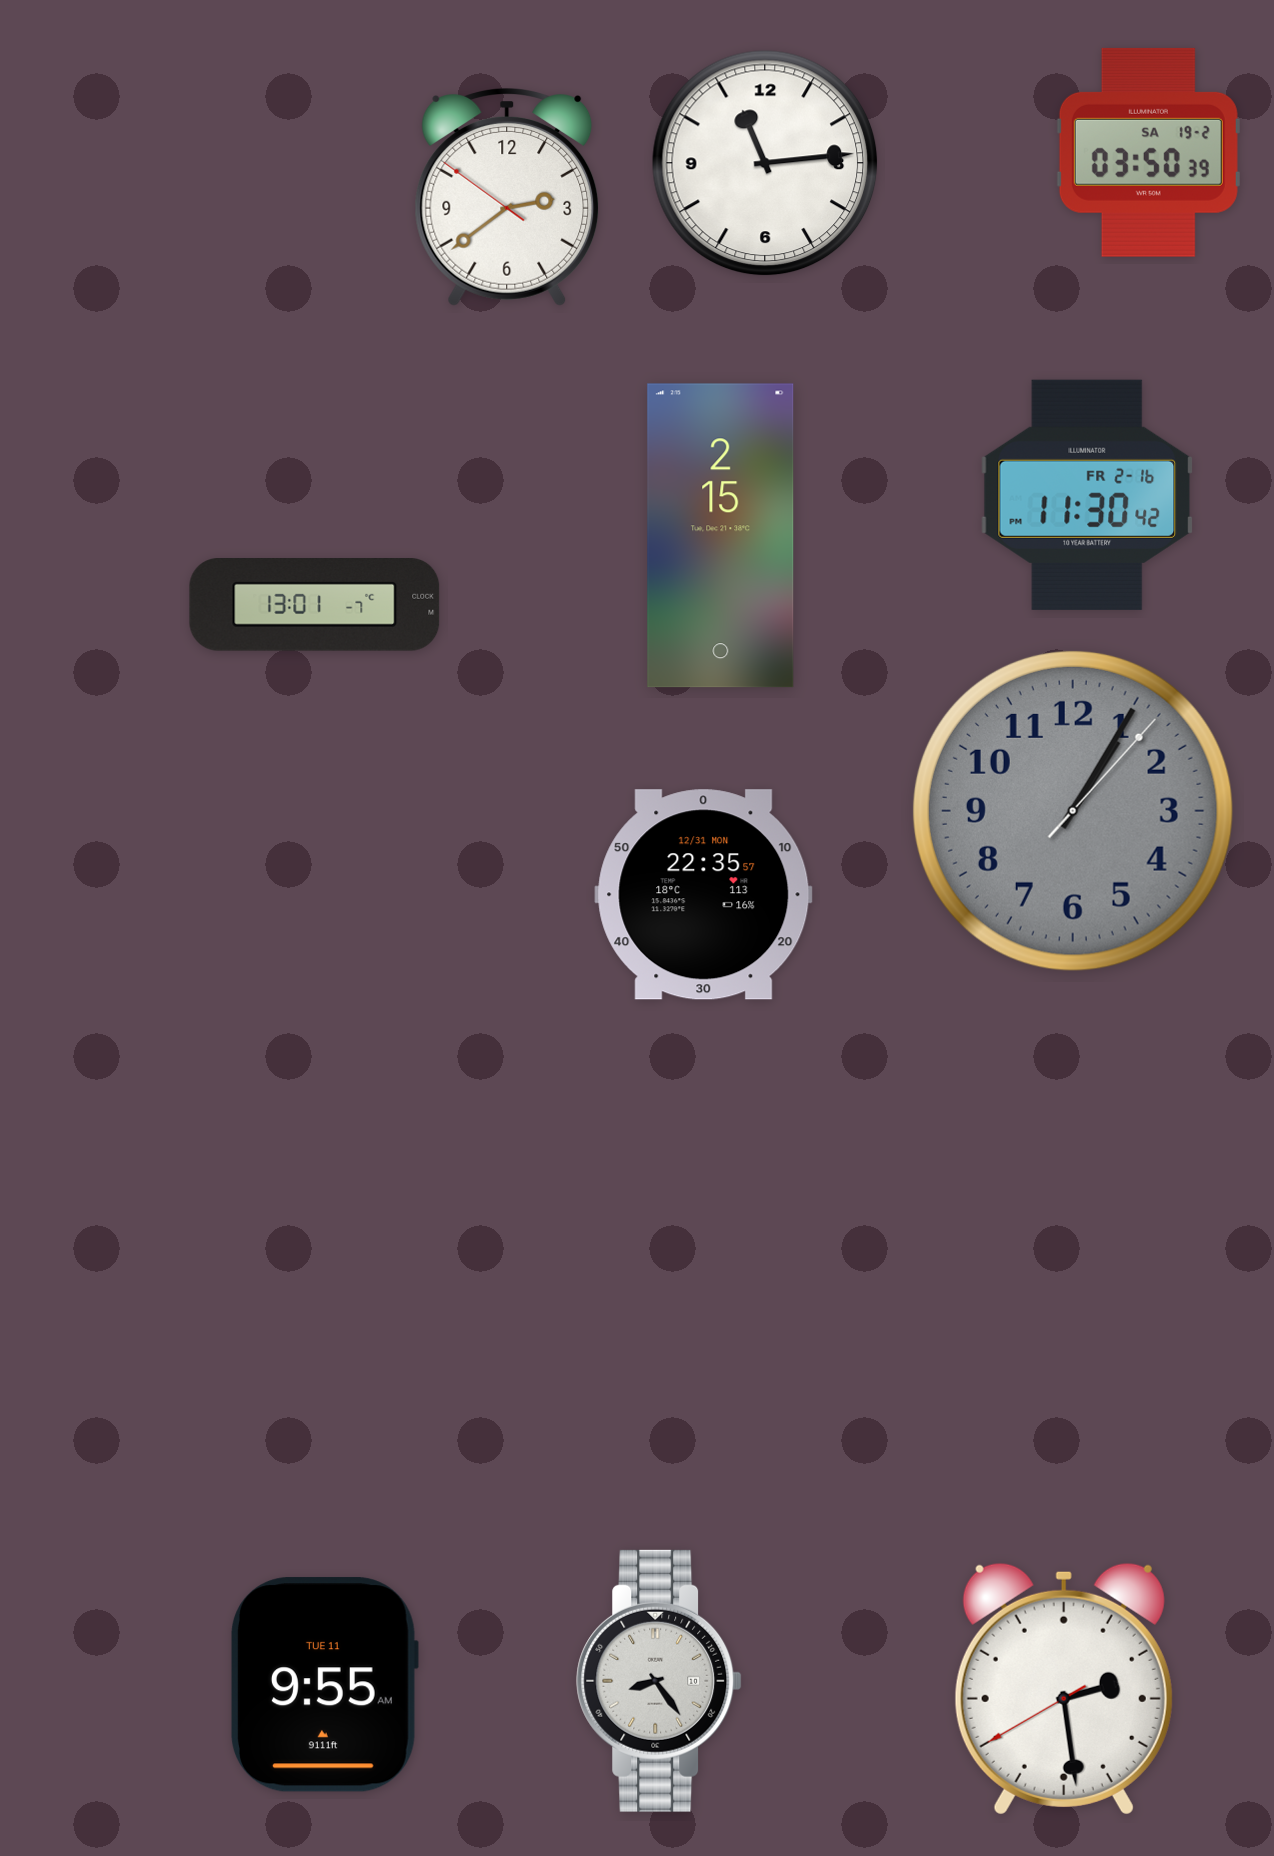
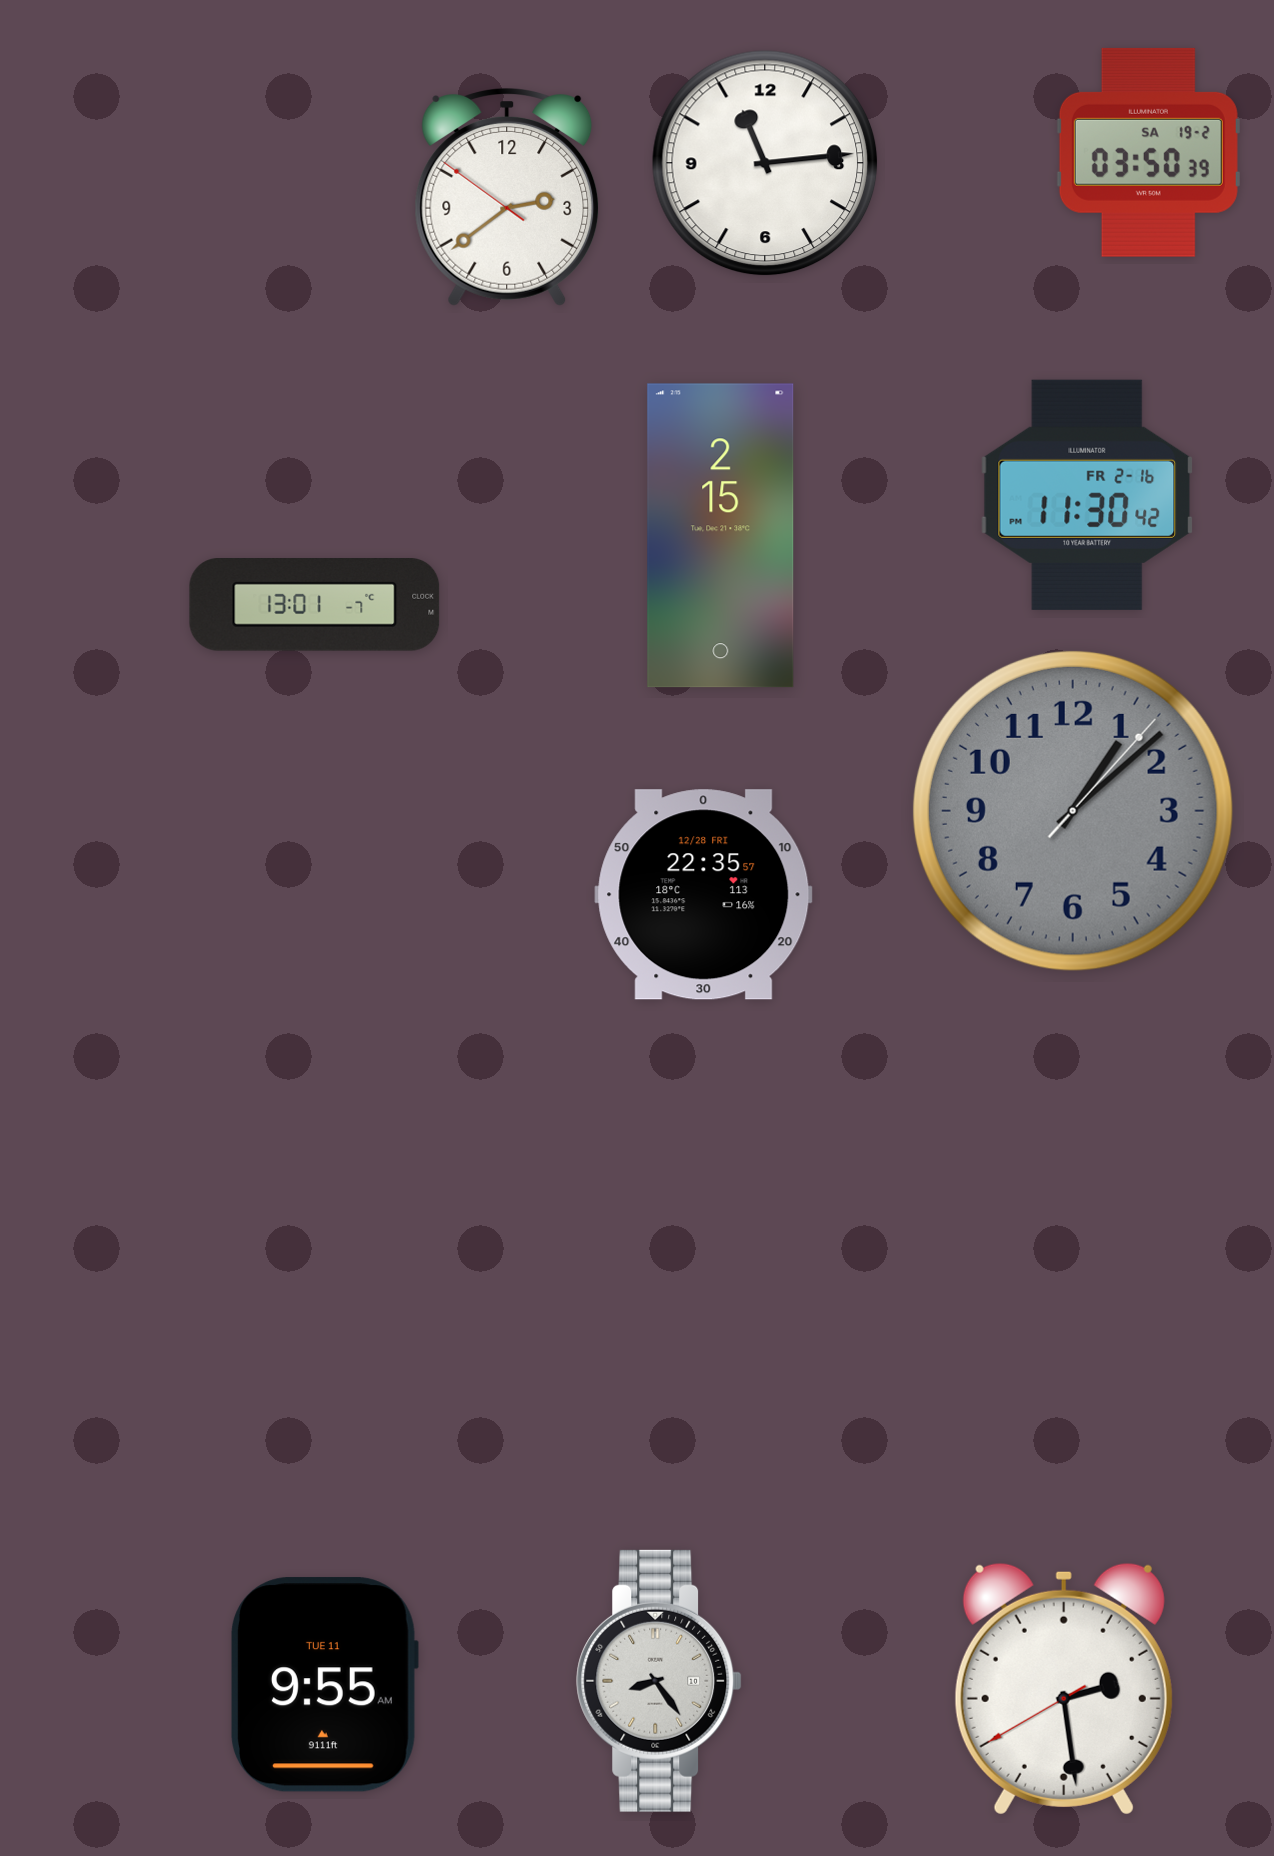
clock at (1073, 811): 1:05 -> 1:08
clock at (704, 895) date: 12/31 MON -> 12/28 FRI
